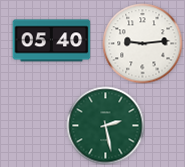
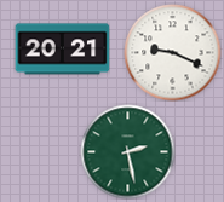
clock at (51, 41): 05:40 -> 20:21
clock at (142, 43): 9:14 -> 9:19
